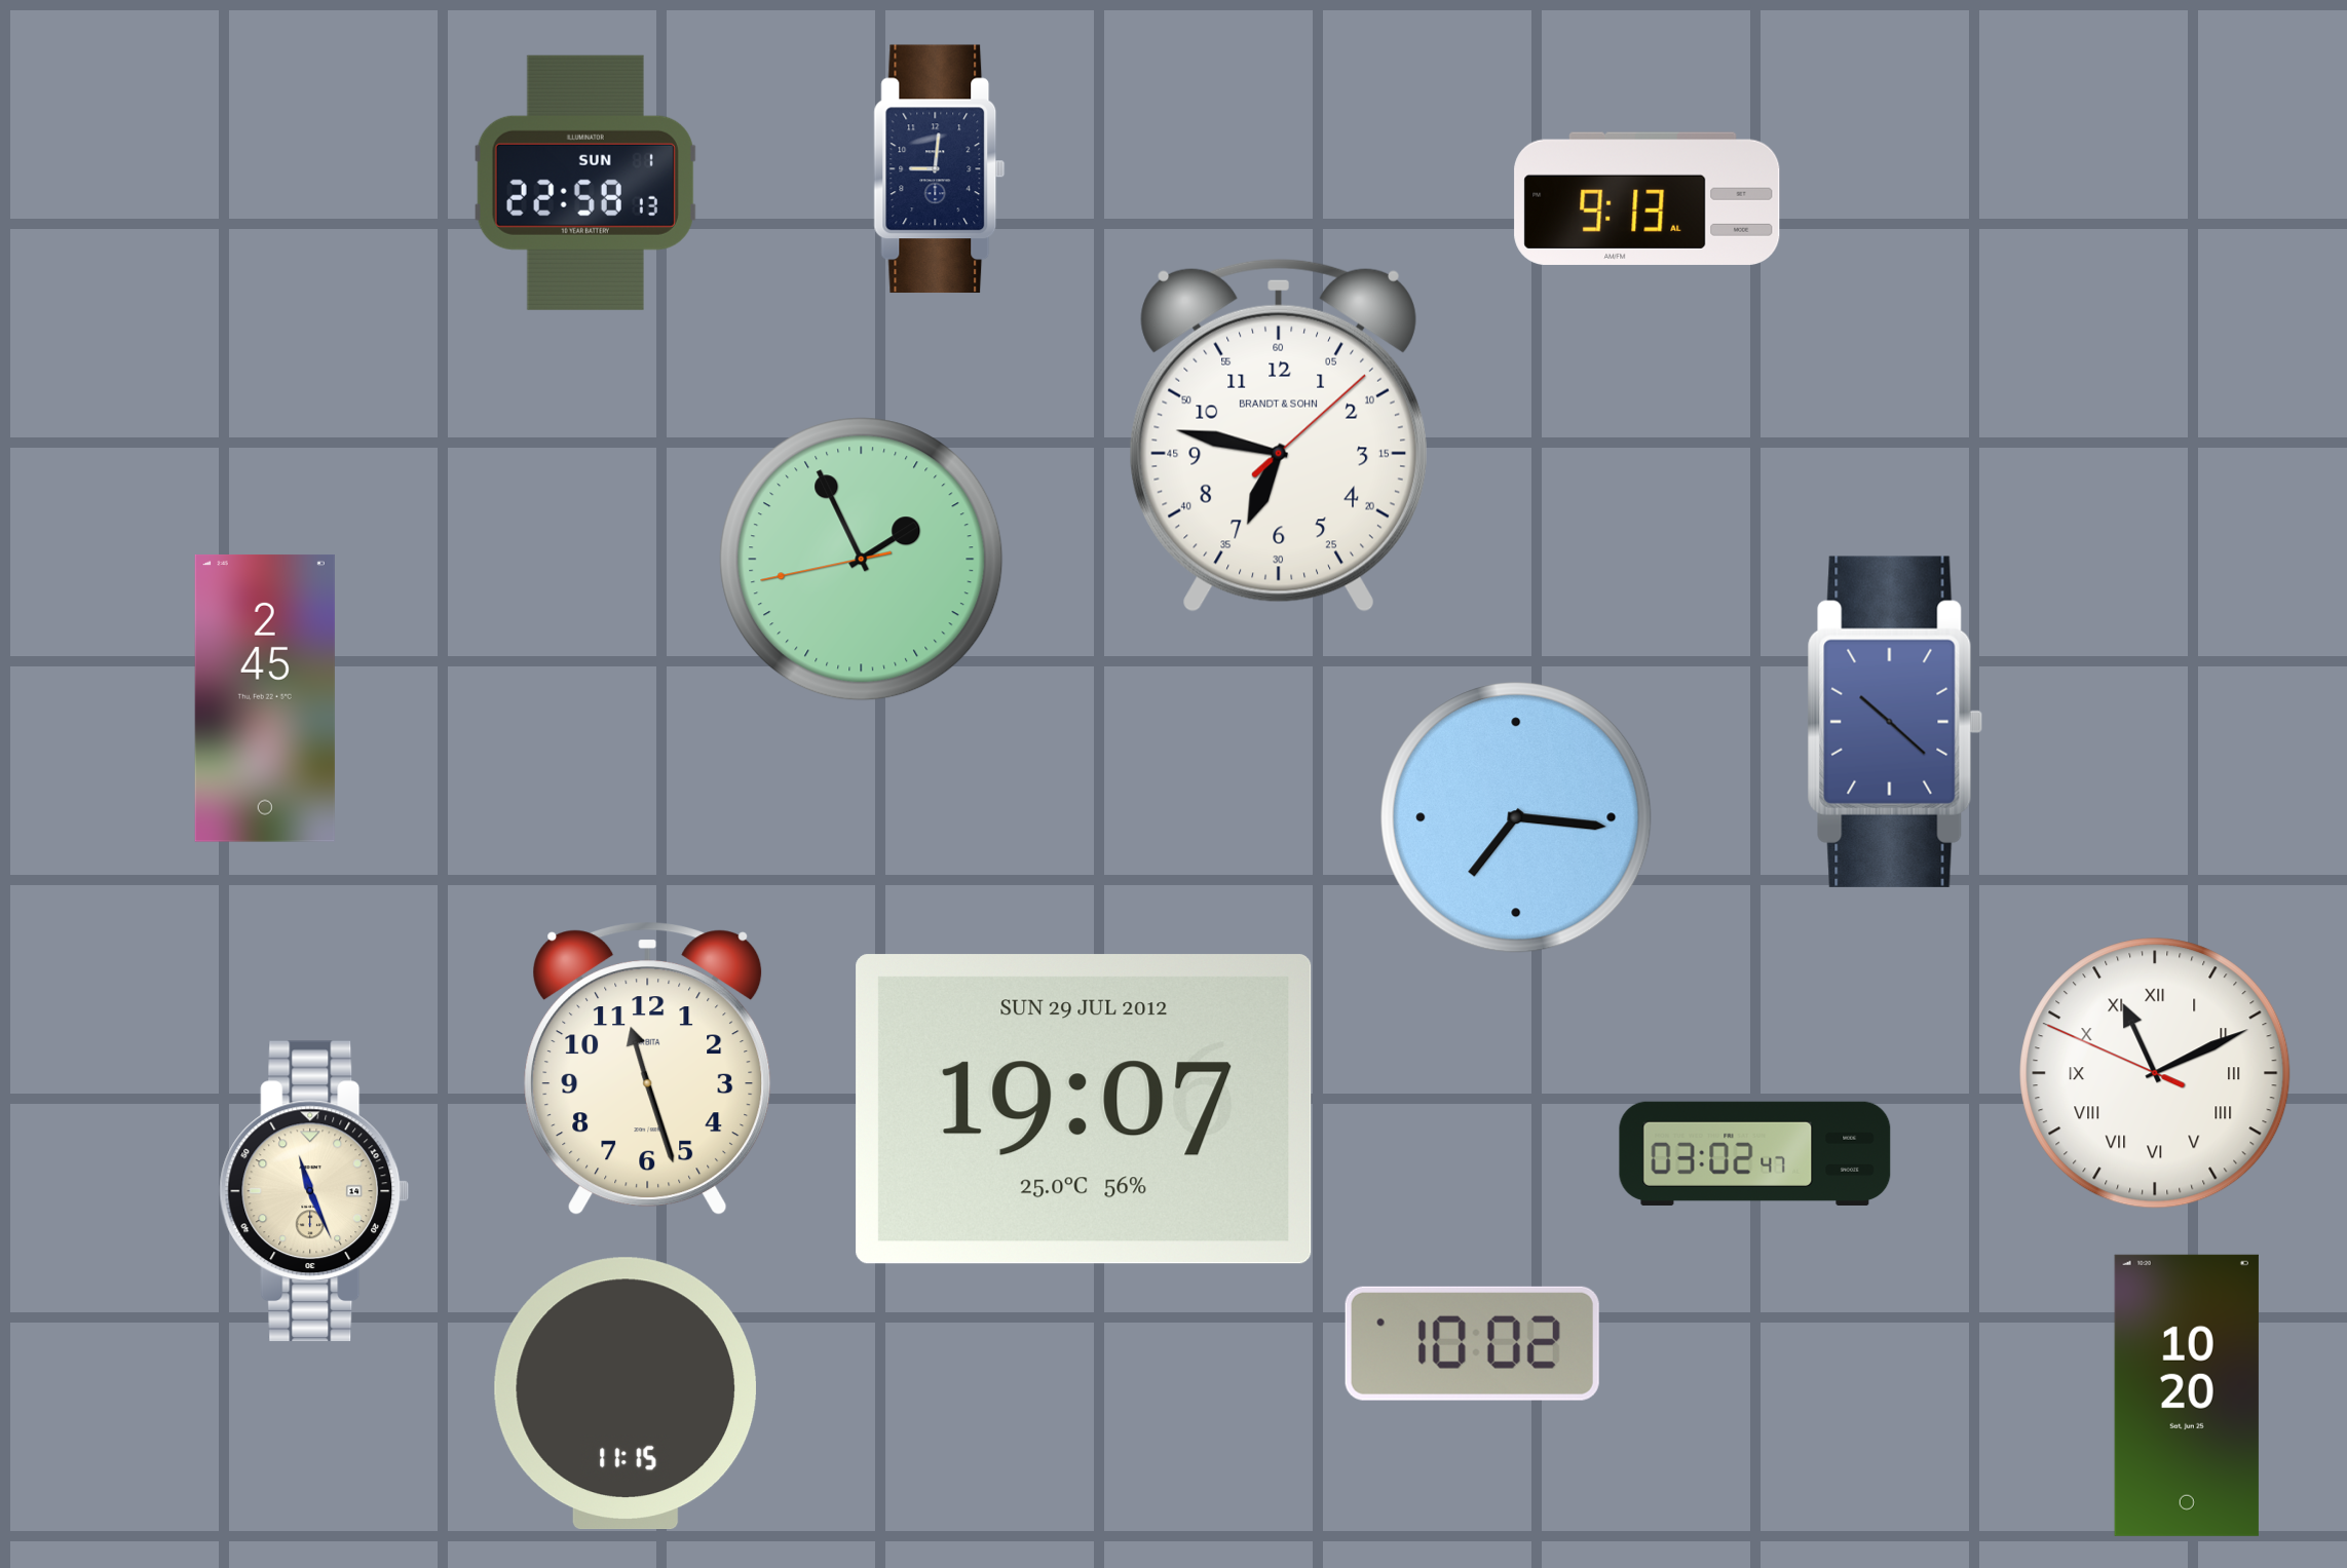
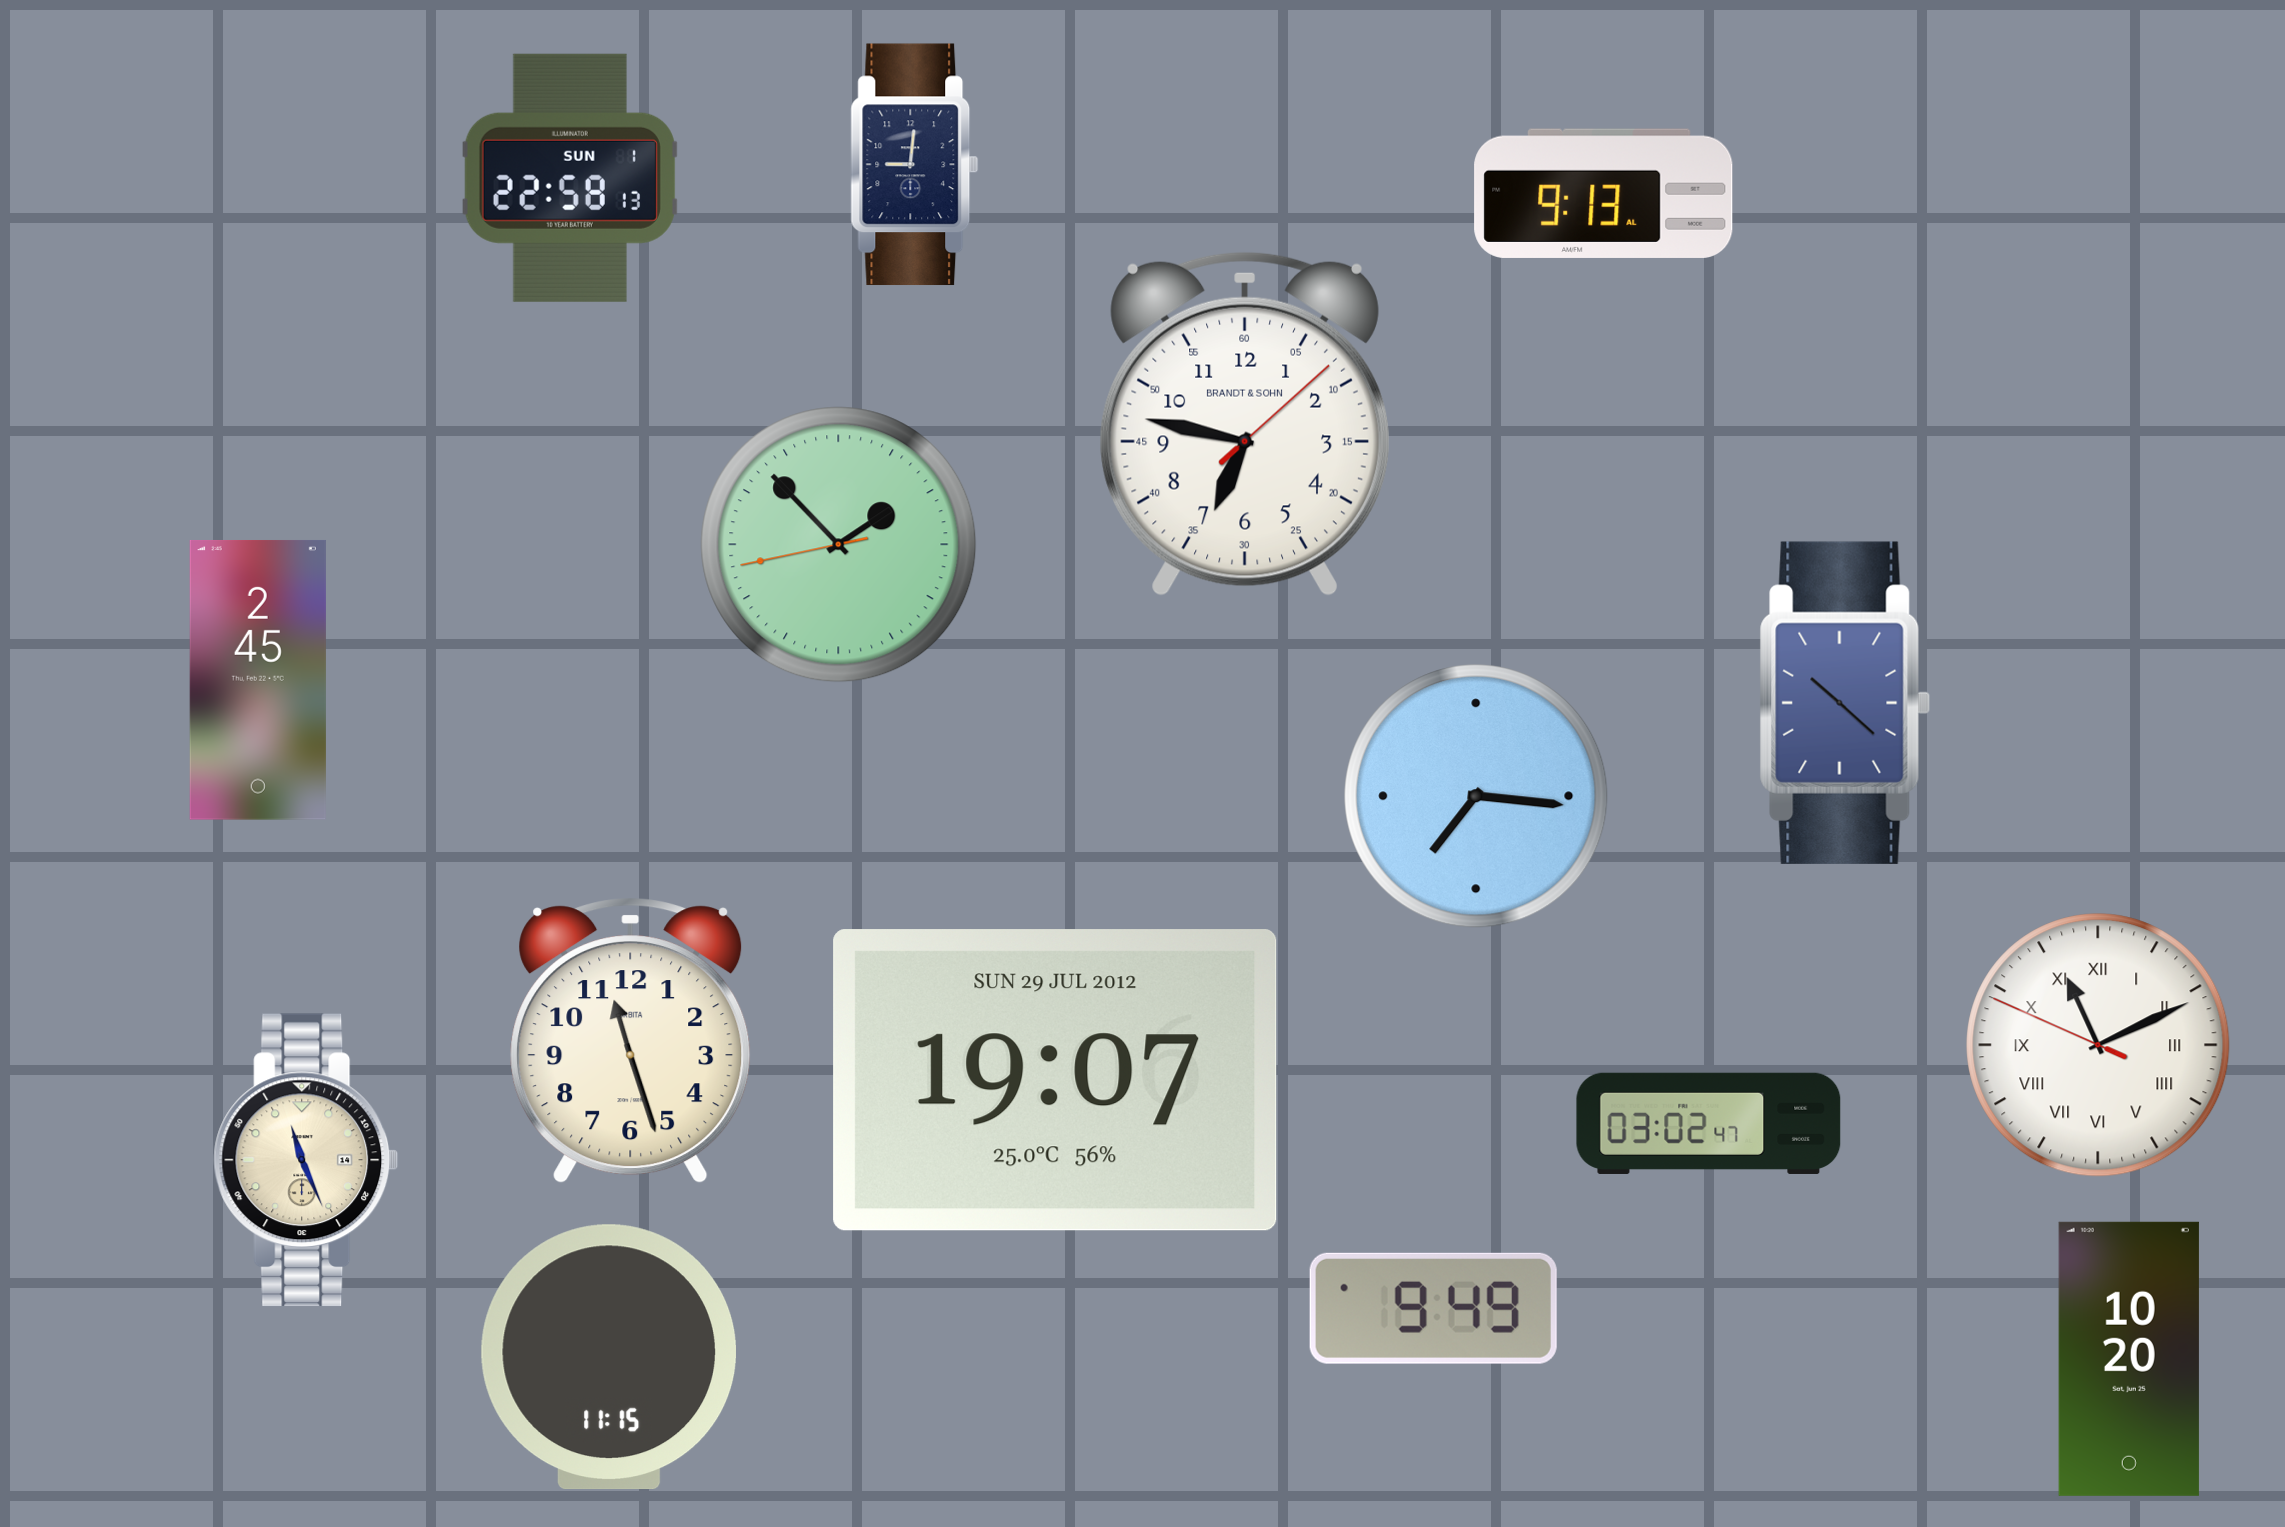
clock at (862, 560): 1:55 -> 1:52
clock at (1472, 1343): 10:02 -> 9:49
